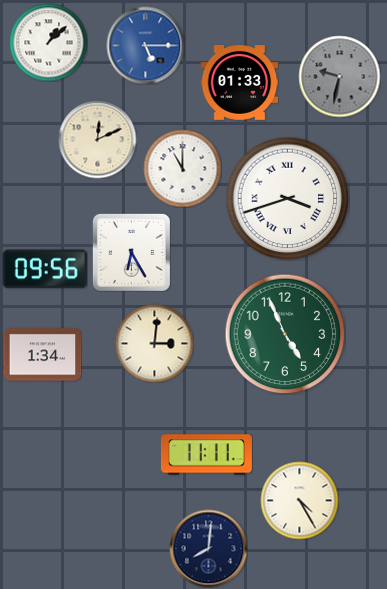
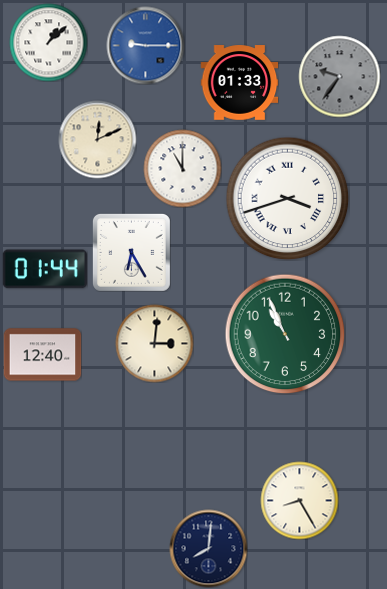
clock at (145, 45): 5:15 -> 9:15
clock at (339, 76): 9:32 -> 9:36
clock at (45, 269): 09:56 -> 01:44
clock at (285, 334): 4:56 -> 10:56
clock at (42, 355): 1:34 -> 12:40
clock at (206, 455): 11:11 -> none
clock at (299, 500): 4:25 -> 8:25
